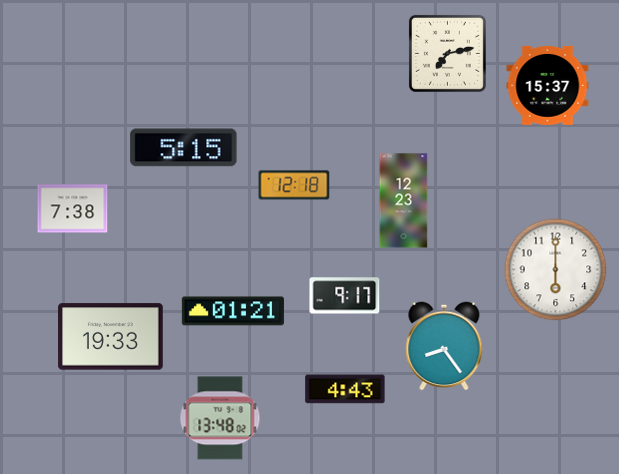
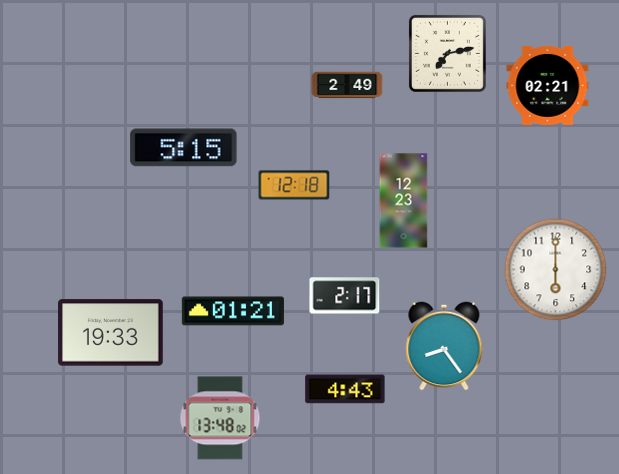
clock at (347, 85): none -> 2:49
clock at (548, 85): 15:37 -> 02:21
clock at (73, 209): 7:38 -> none
clock at (345, 296): 9:17 -> 2:17
clock at (111, 337) position: (111, 337) -> (111, 333)
